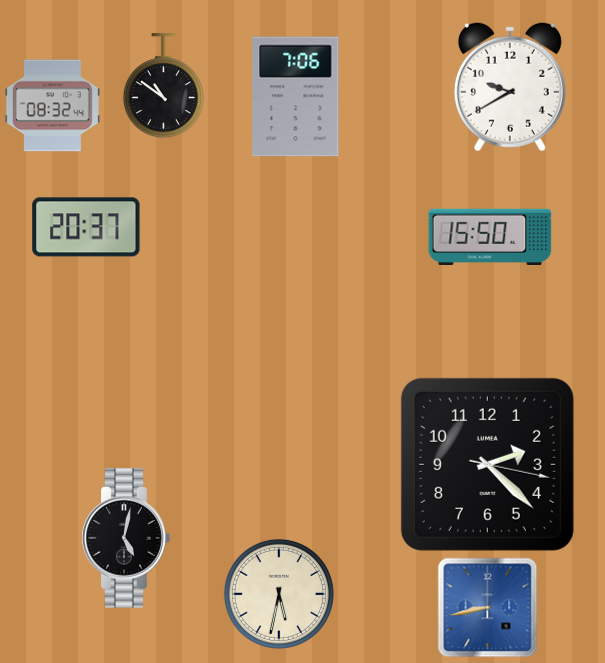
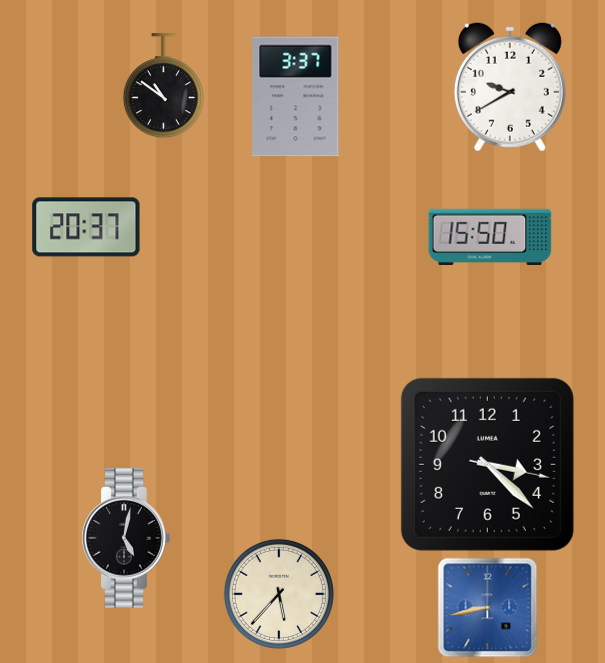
clock at (296, 97): 7:06 -> 3:37
clock at (52, 106): 08:32 -> none
clock at (487, 464): 2:22 -> 3:22
clock at (279, 594): 5:32 -> 5:37
